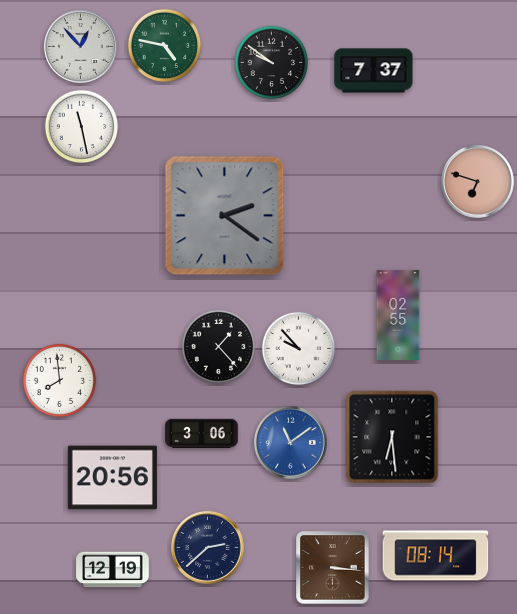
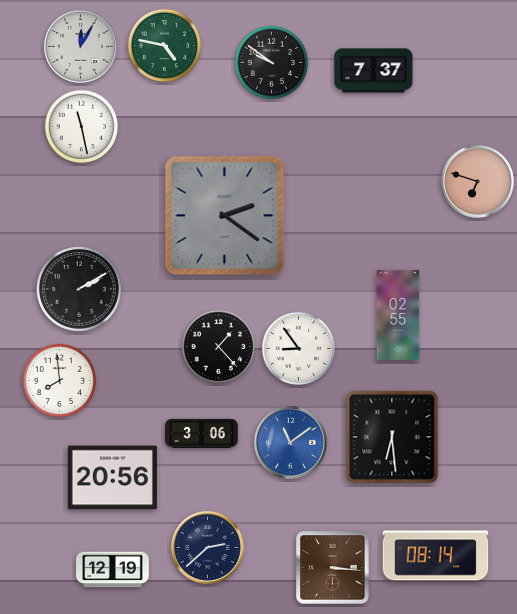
clock at (80, 46): 12:53 -> 12:05
clock at (80, 290): none -> 2:10
clock at (299, 349): 9:53 -> 8:54
